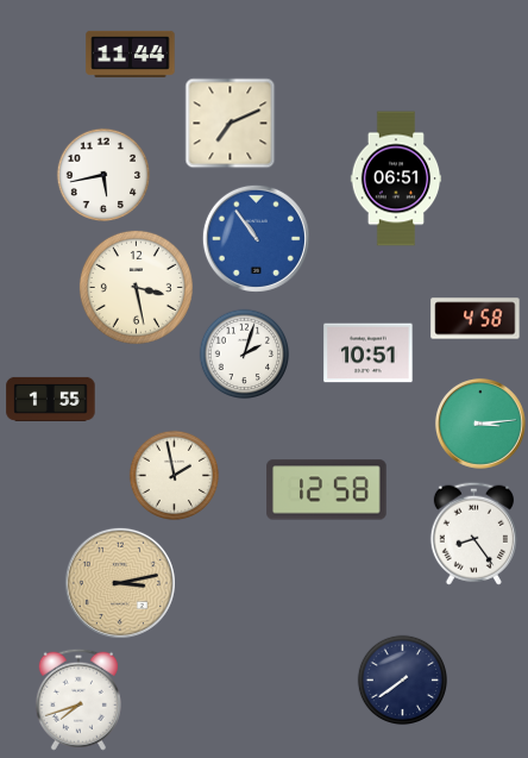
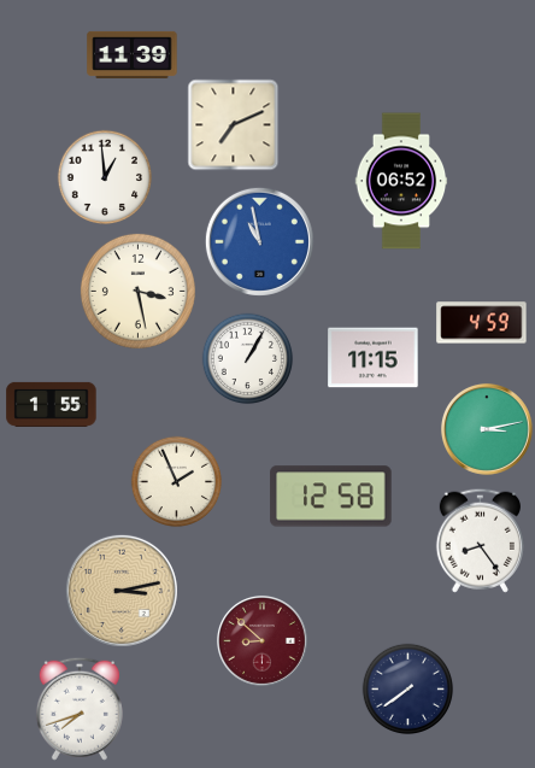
clock at (131, 54): 11:44 -> 11:39
clock at (102, 174): 5:43 -> 12:59
clock at (396, 178): 06:51 -> 06:52
clock at (256, 238): 10:54 -> 10:58
clock at (476, 319): 4:58 -> 4:59
clock at (369, 353): 10:51 -> 11:15
clock at (245, 355): 2:03 -> 1:05
clock at (480, 424): 3:14 -> 3:13
clock at (175, 476): 1:58 -> 1:56
clock at (261, 640): none -> 8:52
